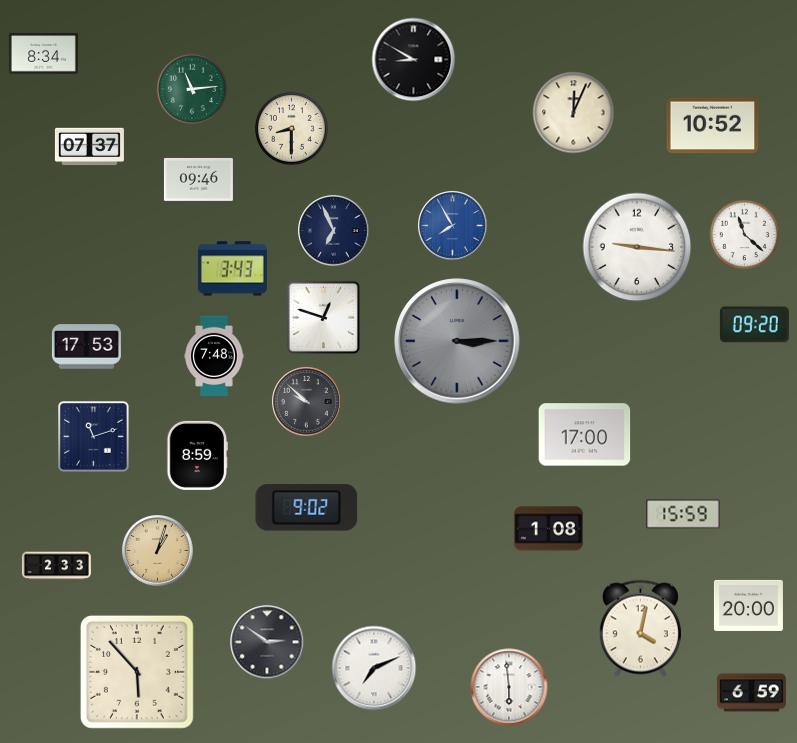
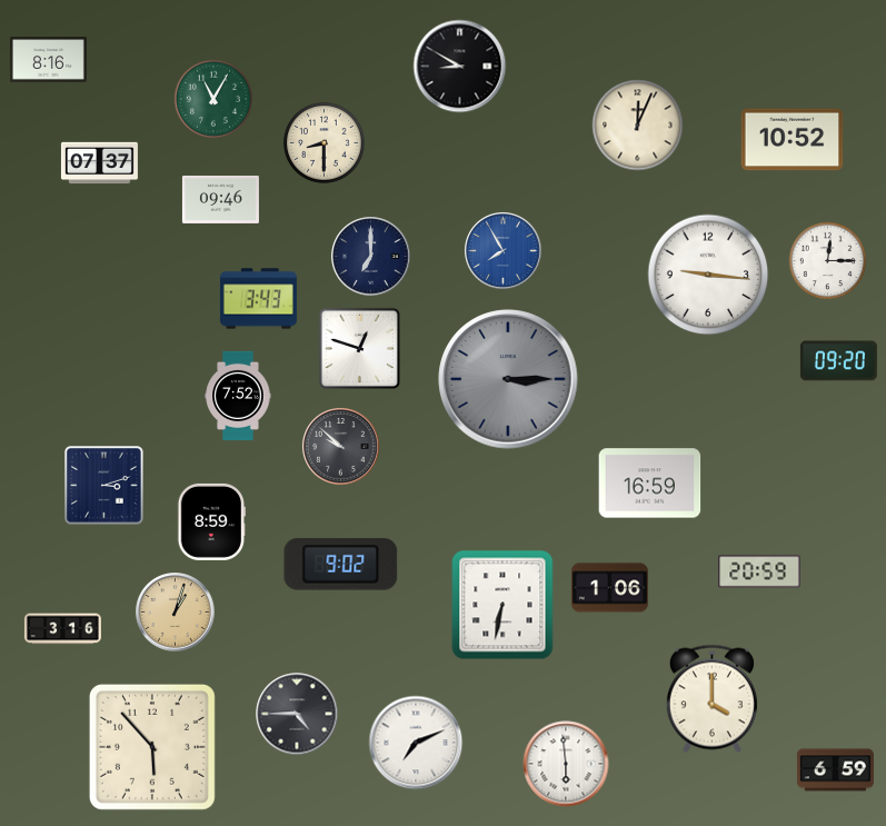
clock at (43, 54): 8:34 -> 8:16
clock at (191, 88): 11:14 -> 11:05
clock at (334, 231): 6:56 -> 7:00
clock at (745, 235): 11:22 -> 12:15
clock at (323, 317) position: (323, 317) -> (359, 348)
clock at (86, 347): 17:53 -> none
clock at (214, 356): 7:48 -> 7:52
clock at (585, 435): 17:00 -> 16:59
clock at (94, 437): 11:12 -> 3:12
clock at (197, 455) position: (197, 455) -> (211, 521)
clock at (683, 514): 15:59 -> 20:59
clock at (548, 529): 1:08 -> 1:06
clock at (502, 605): none -> 6:32
clock at (56, 566): 2:33 -> 3:16
clock at (748, 605): 20:00 -> none
clock at (640, 629): 4:02 -> 4:00
clock at (267, 642): 2:51 -> 4:45
